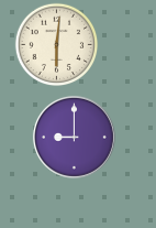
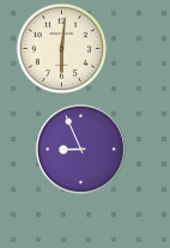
clock at (74, 137): 9:00 -> 8:56
